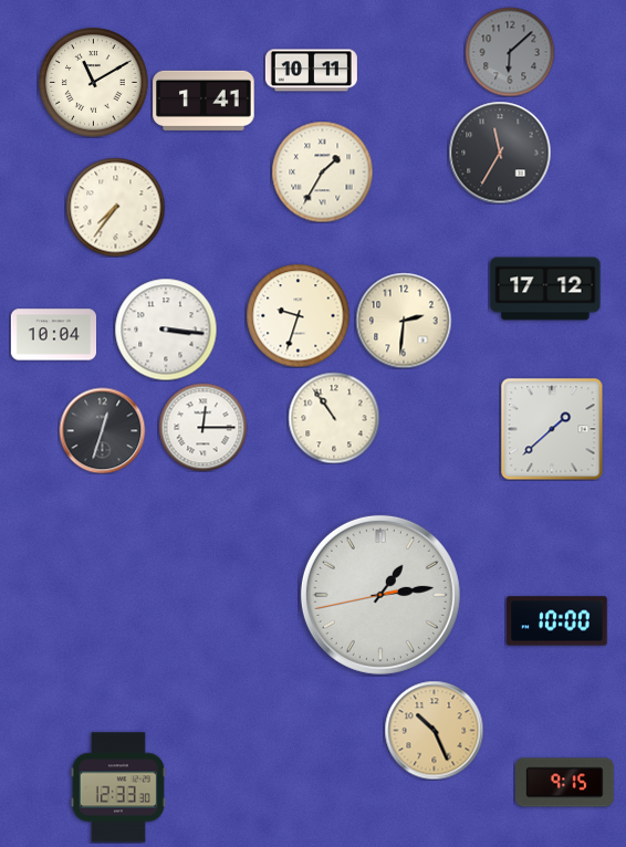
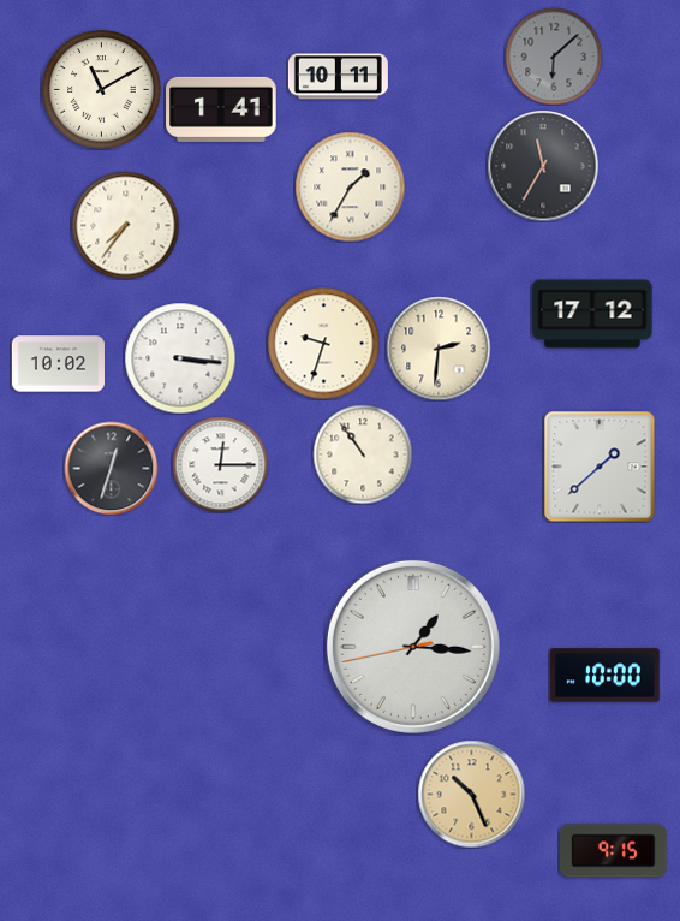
clock at (53, 335): 10:04 -> 10:02
clock at (380, 595): 1:13 -> 1:15
clock at (118, 787): 12:33 -> none
